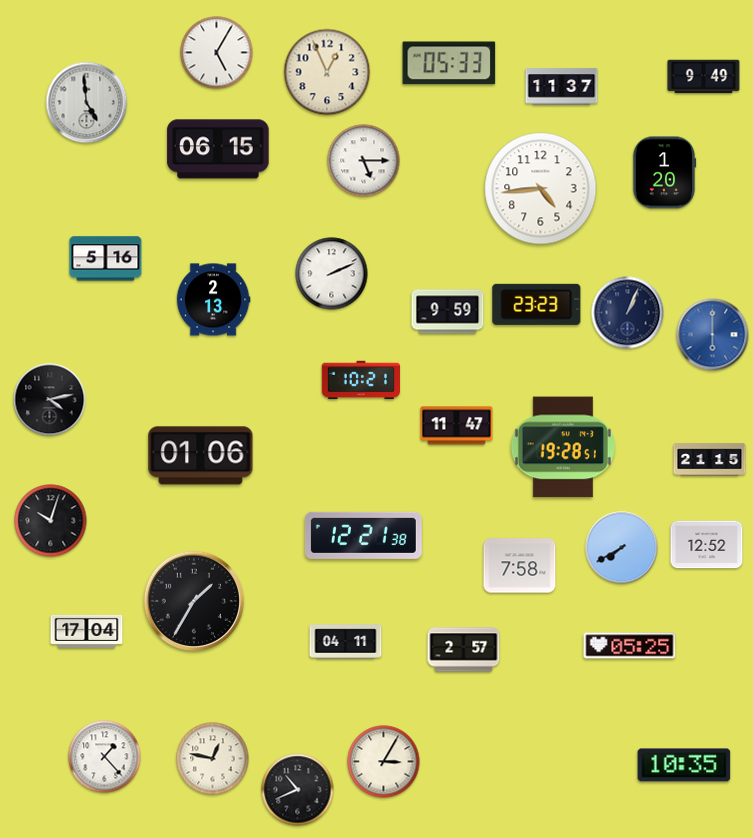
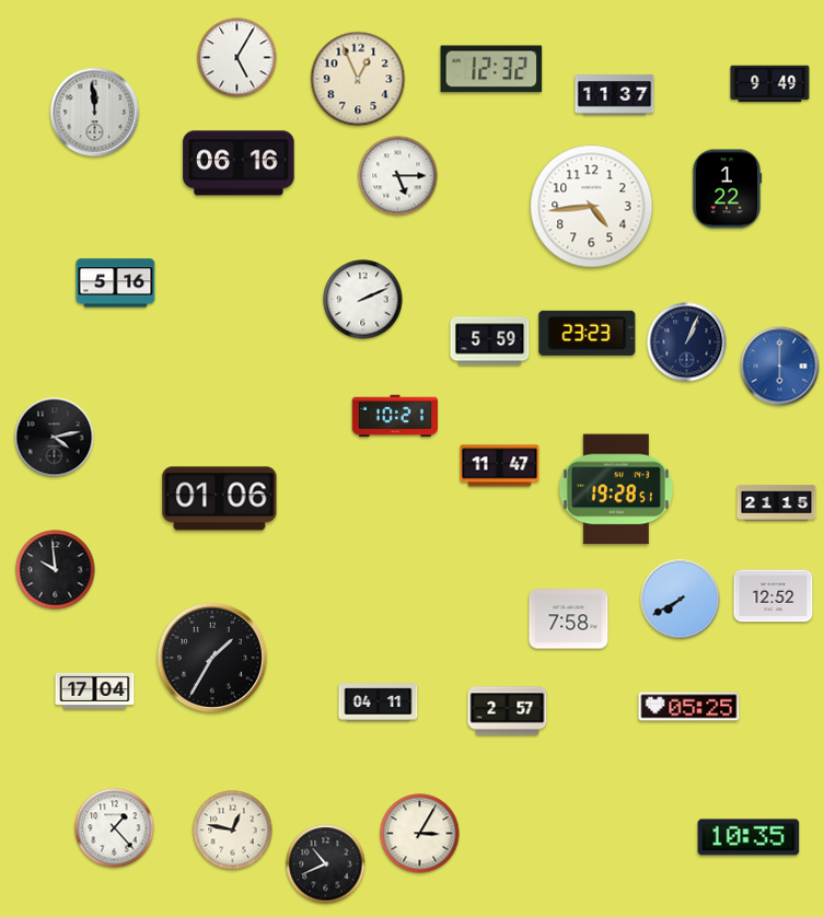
clock at (449, 63): 05:33 -> 12:32
clock at (87, 103): 4:59 -> 11:59
clock at (218, 149): 06:15 -> 06:16
clock at (664, 173): 1:20 -> 1:22
clock at (213, 300): 2:13 -> none
clock at (448, 312): 9:59 -> 5:59
clock at (51, 521): 10:03 -> 9:59
clock at (363, 535): 12:21 -> none
